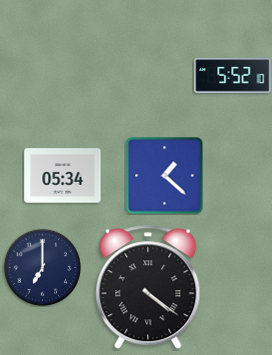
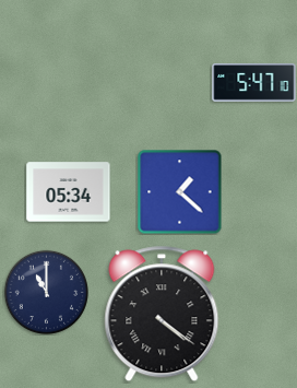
clock at (233, 76): 5:52 -> 5:47
clock at (42, 267): 7:00 -> 11:00
